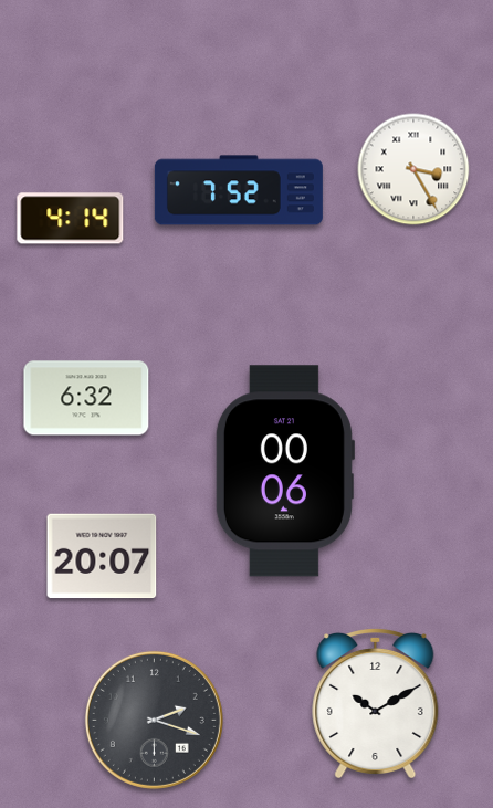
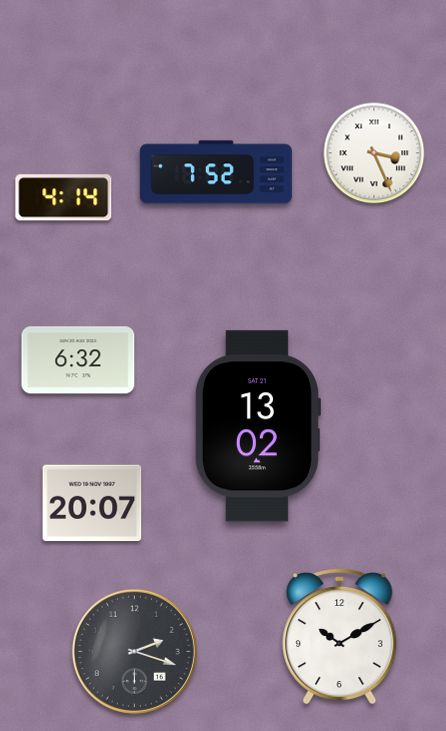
clock at (413, 169): 3:25 -> 3:26
clock at (284, 471): 00:06 -> 13:02
clock at (154, 720) position: (154, 720) -> (134, 651)
